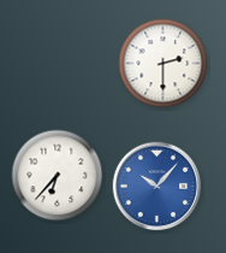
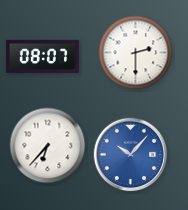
clock at (42, 57): none -> 08:07
